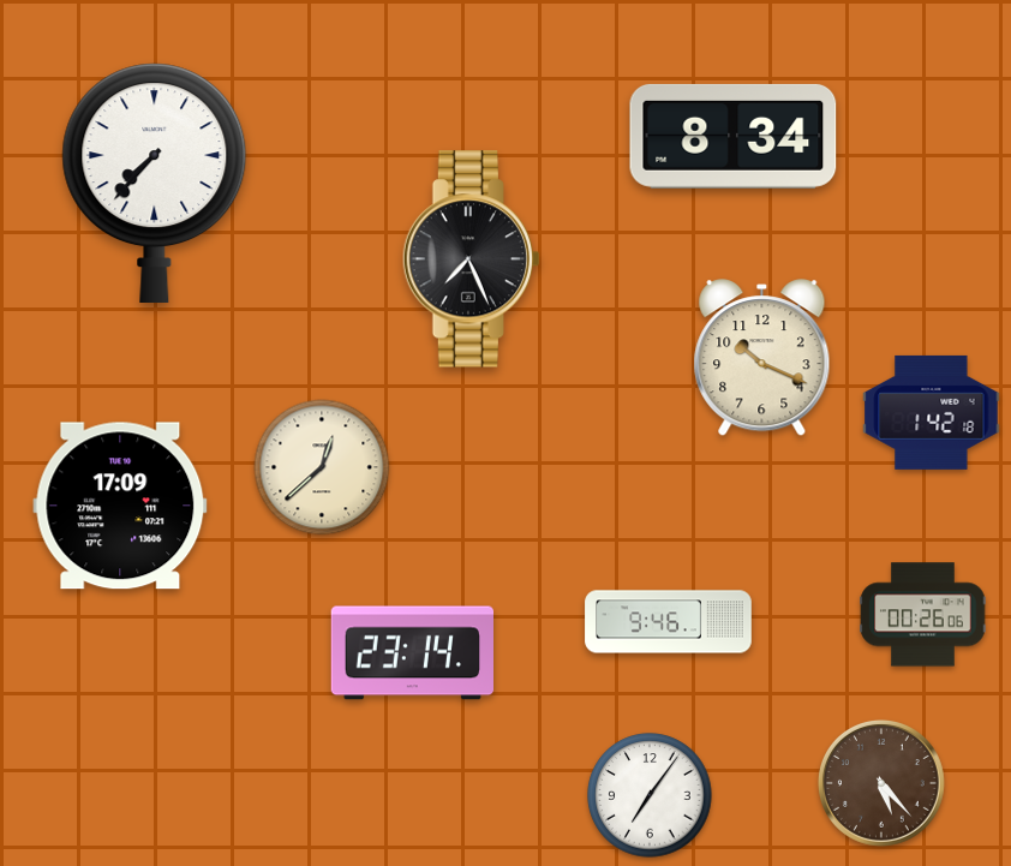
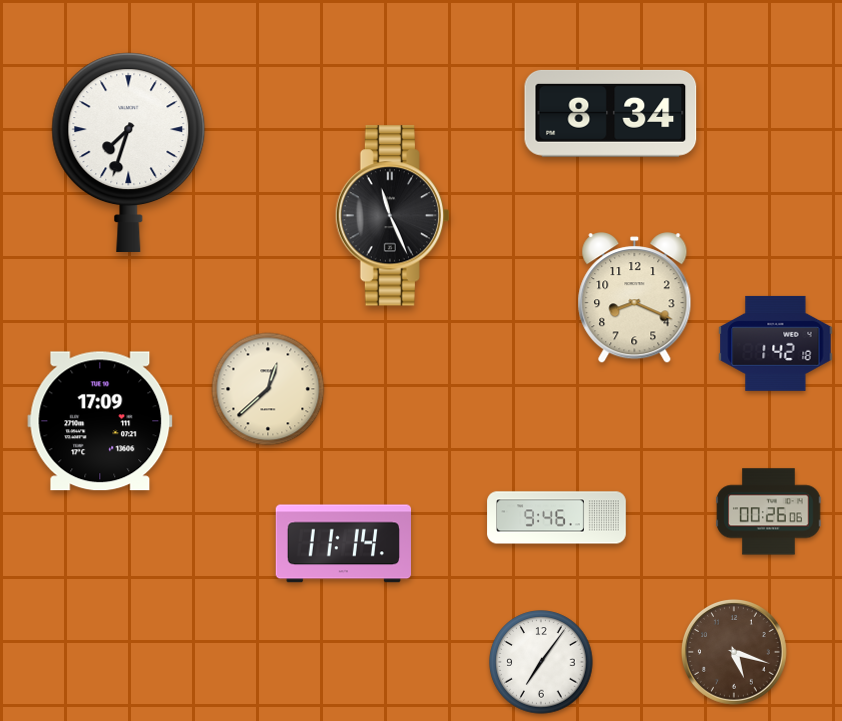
clock at (155, 183): 7:37 -> 7:33
clock at (471, 259): 7:26 -> 11:26
clock at (762, 358): 10:19 -> 8:19
clock at (412, 653): 23:14 -> 11:14
clock at (881, 783): 5:23 -> 5:18
